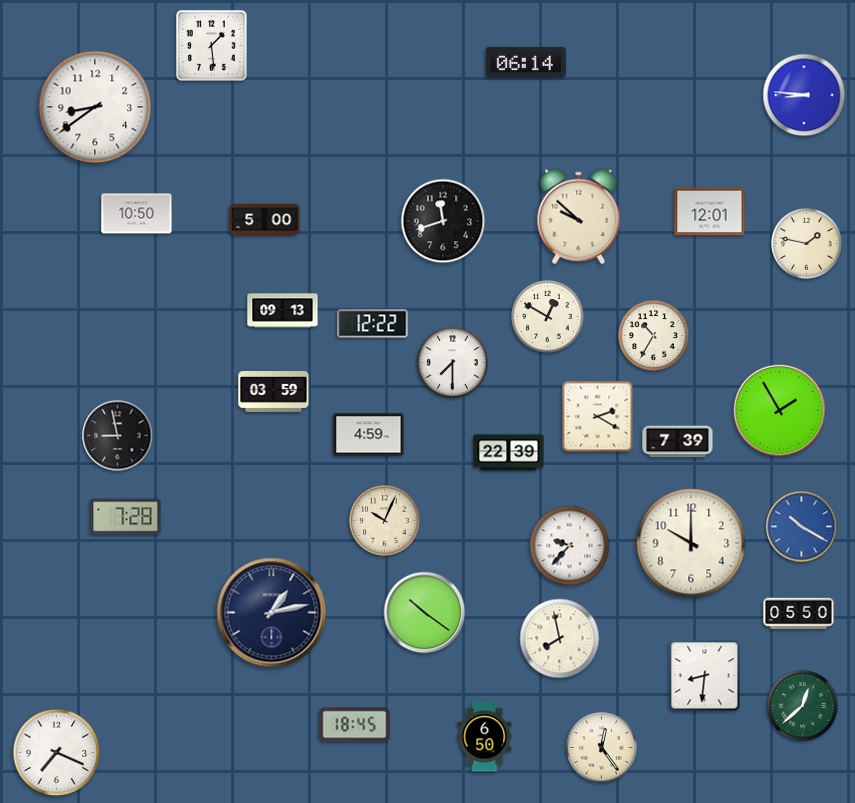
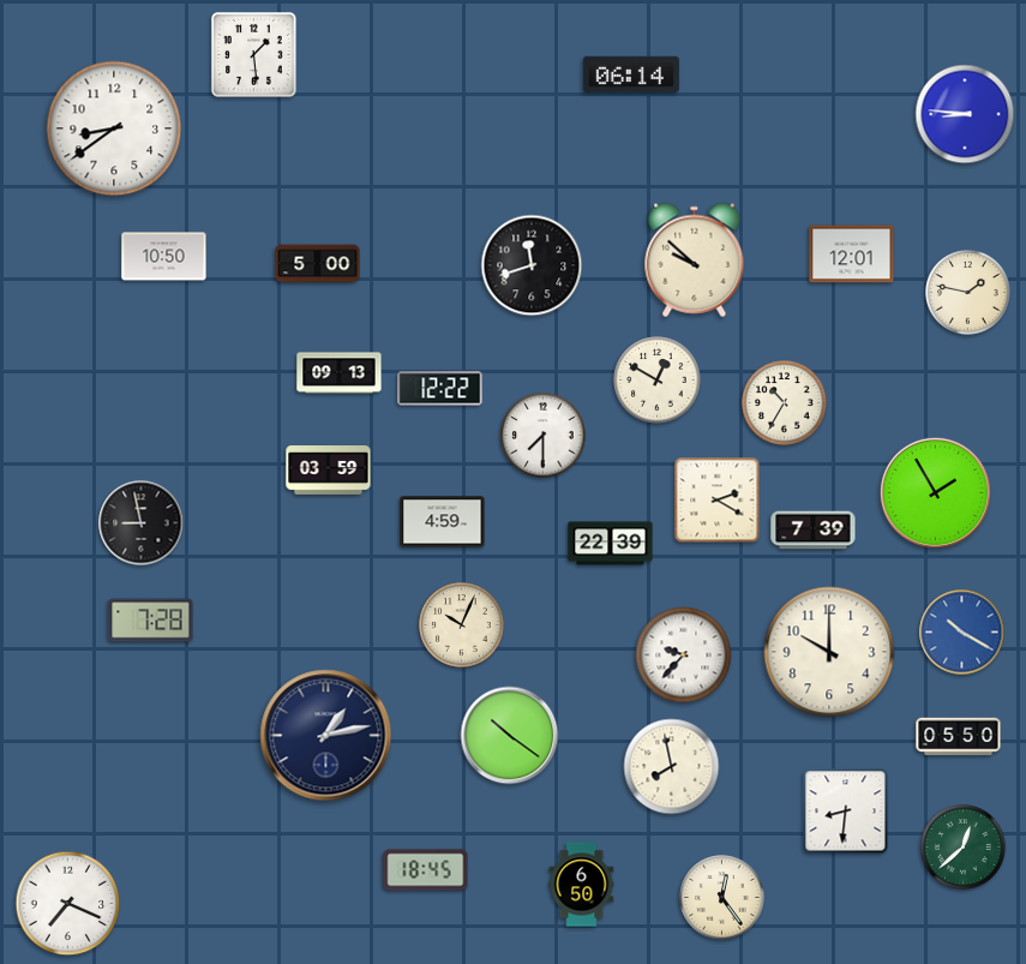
clock at (373, 324) position: (373, 324) -> (440, 389)
